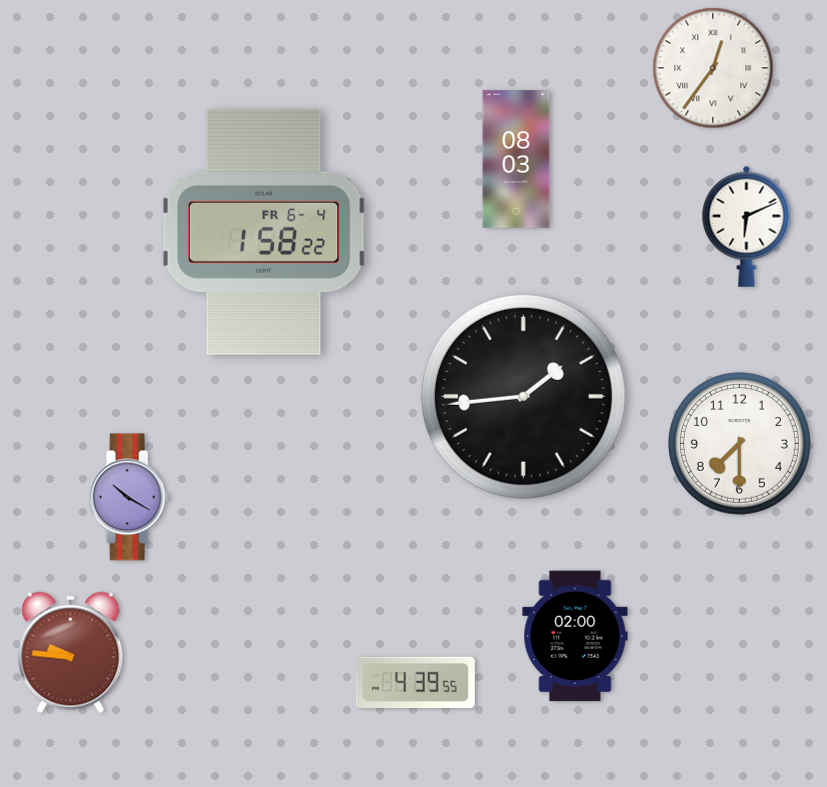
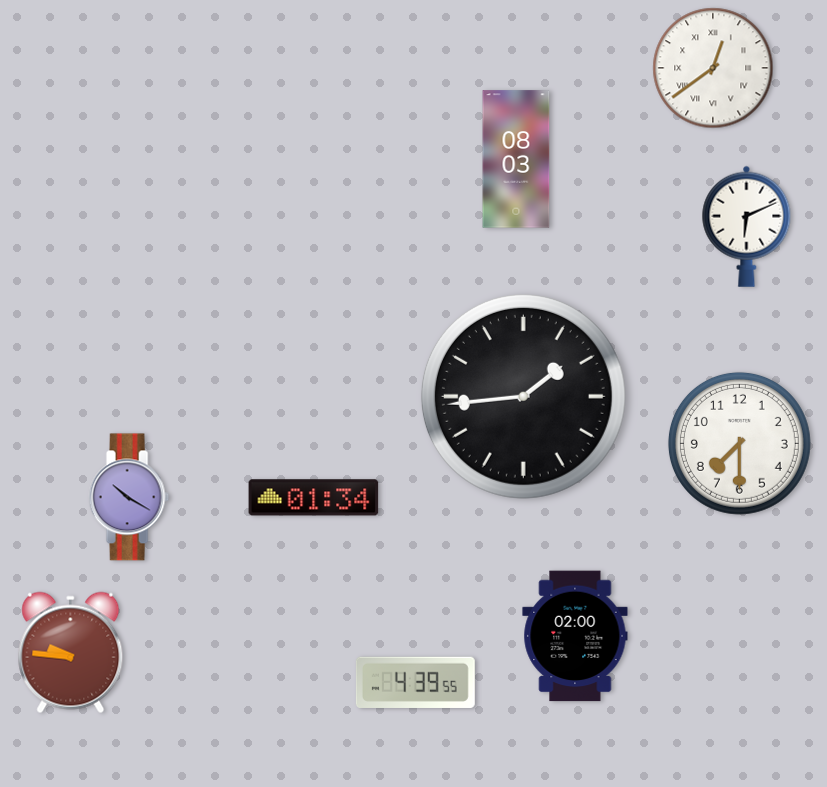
clock at (713, 68): 12:36 -> 12:39
clock at (264, 232): 1:58 -> none
clock at (314, 498): none -> 01:34
